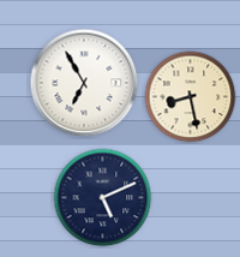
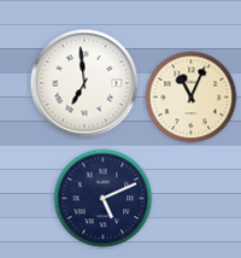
clock at (84, 83): 6:55 -> 6:59
clock at (191, 97): 8:28 -> 11:04
